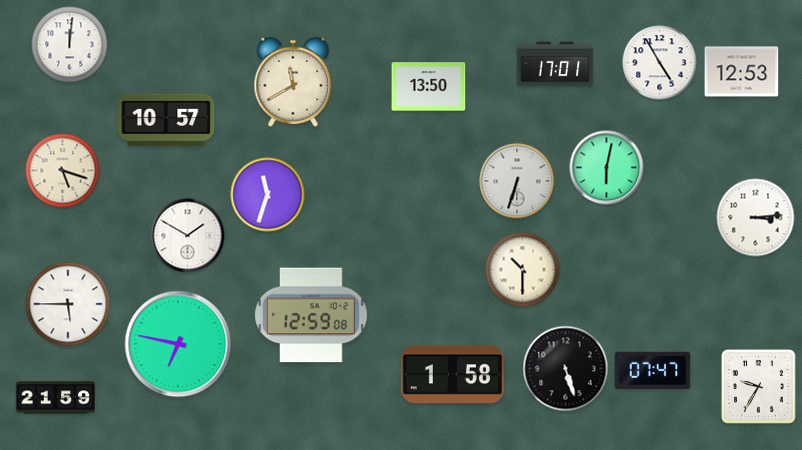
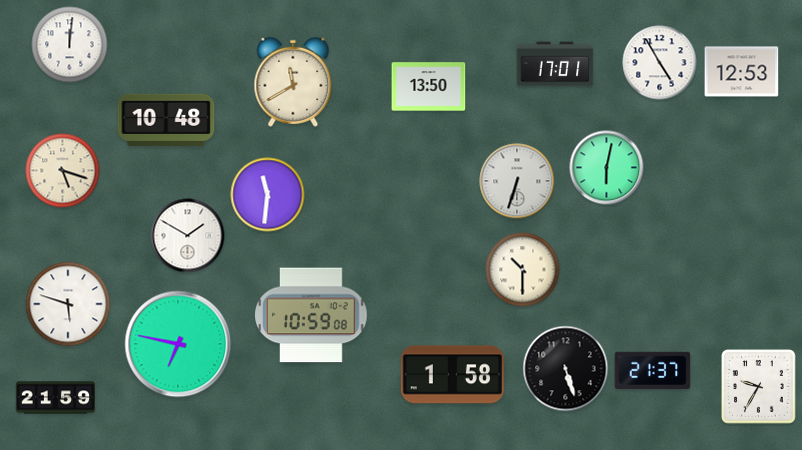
clock at (166, 120): 10:57 -> 10:48
clock at (268, 195): 11:33 -> 11:31
clock at (756, 218): 3:14 -> none
clock at (68, 304): 5:45 -> 5:48
clock at (311, 315): 12:59 -> 10:59
clock at (653, 371): 07:47 -> 21:37
